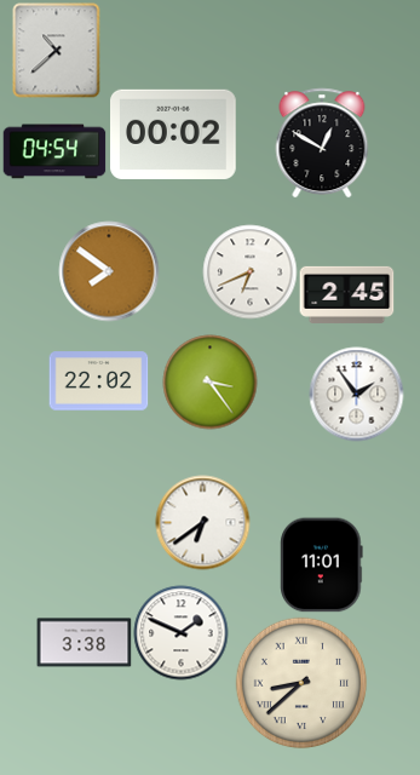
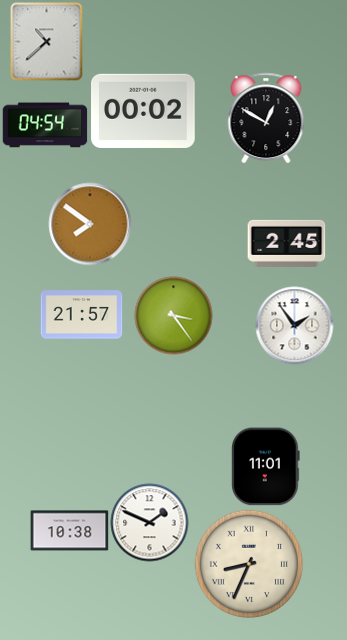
clock at (249, 271): 6:41 -> none
clock at (98, 381): 22:02 -> 21:57
clock at (202, 522): 6:39 -> none
clock at (84, 643): 3:38 -> 10:38
clock at (301, 683): 8:38 -> 8:34
